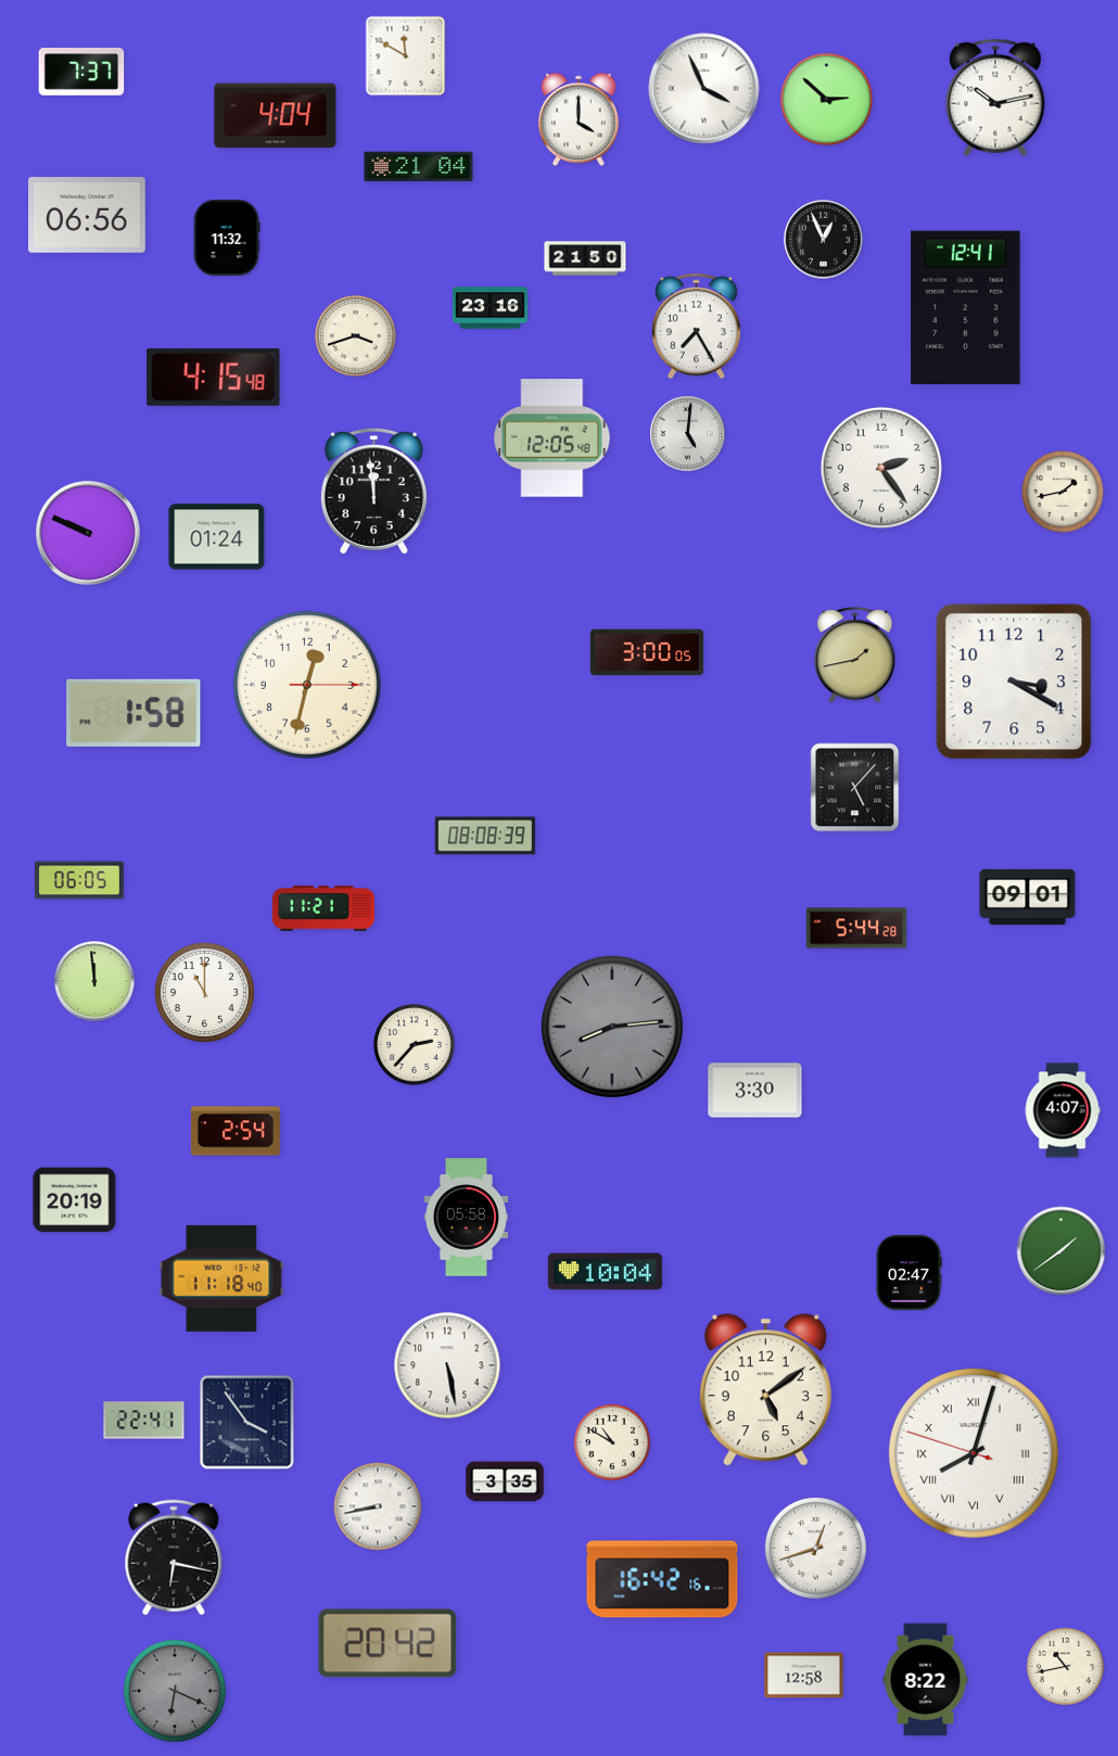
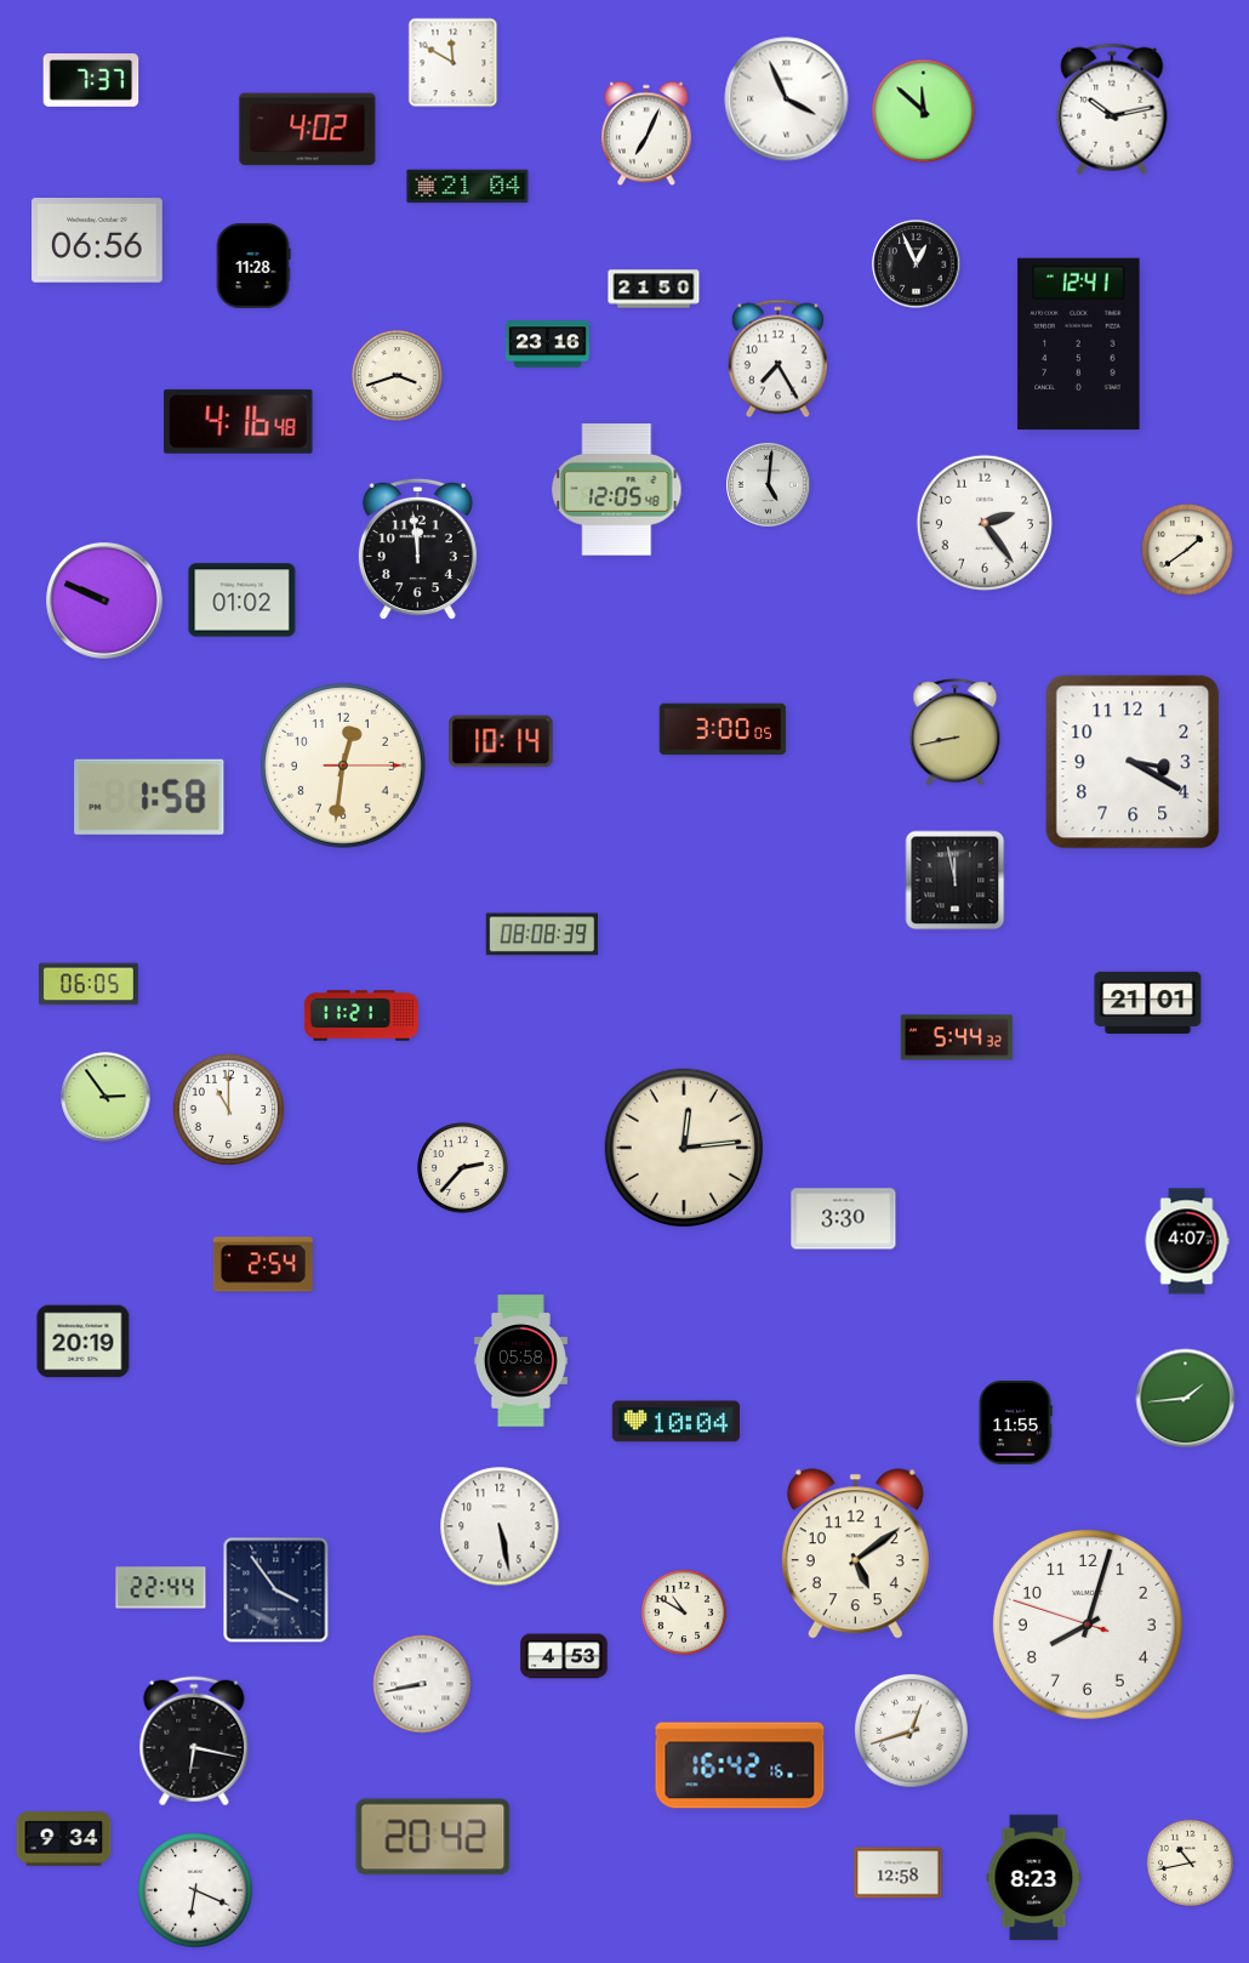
clock at (827, 100): 2:52 -> 11:52
clock at (276, 116): 4:04 -> 4:02
clock at (579, 119): 4:00 -> 7:04
clock at (227, 239): 11:32 -> 11:28
clock at (824, 240) position: (824, 240) -> (917, 264)
clock at (696, 327) position: (696, 327) -> (777, 359)
clock at (214, 377): 4:15 -> 4:16
clock at (1063, 492): 1:43 -> 1:39
clock at (89, 534) position: (89, 534) -> (105, 602)
clock at (217, 537): 01:24 -> 01:02
clock at (855, 656): 1:43 -> 8:43
clock at (501, 741): none -> 10:14
clock at (307, 685): 12:32 -> 12:31
clock at (855, 788): 5:07 -> 11:58
clock at (1028, 896): 09:01 -> 21:01
clock at (856, 928): 5:44:28 -> 5:44:32
clock at (94, 981): 11:59 -> 2:54
clock at (611, 1026): 8:14 -> 12:14
clock at (611, 1026) dial: grey -> cream
clock at (1062, 1251): 1:39 -> 1:44
clock at (909, 1272): 02:47 -> 11:55
clock at (221, 1278): 11:18 -> none
clock at (144, 1421): 22:41 -> 22:44
clock at (974, 1453) numerals: Roman -> Arabic
clock at (505, 1481): 3:35 -> 4:53
clock at (64, 1839): none -> 9:34
clock at (926, 1680): 8:22 -> 8:23
clock at (176, 1692) dial: grey -> white
